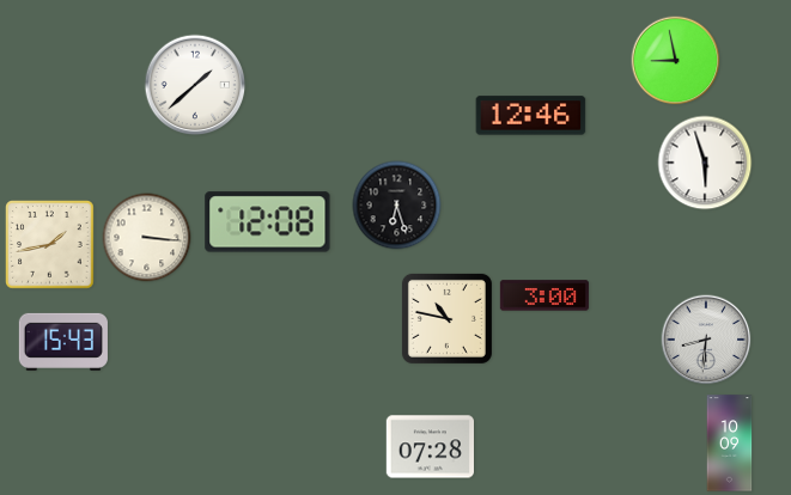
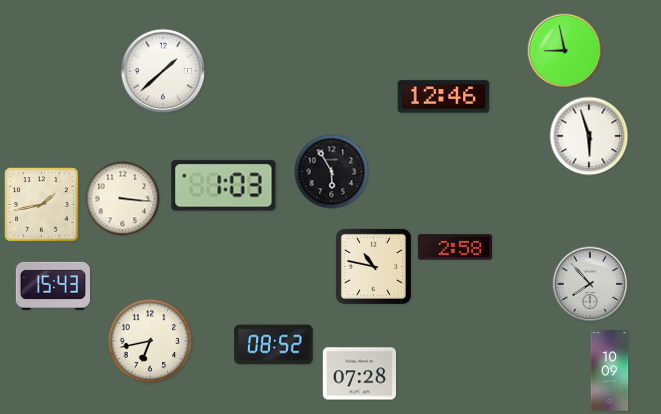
clock at (397, 206): 6:27 -> 5:55
clock at (268, 222): 12:08 -> 1:03
clock at (544, 295): 3:00 -> 2:58
clock at (706, 340): 8:31 -> 7:53
clock at (150, 341): none -> 6:43
clock at (274, 345): none -> 08:52
